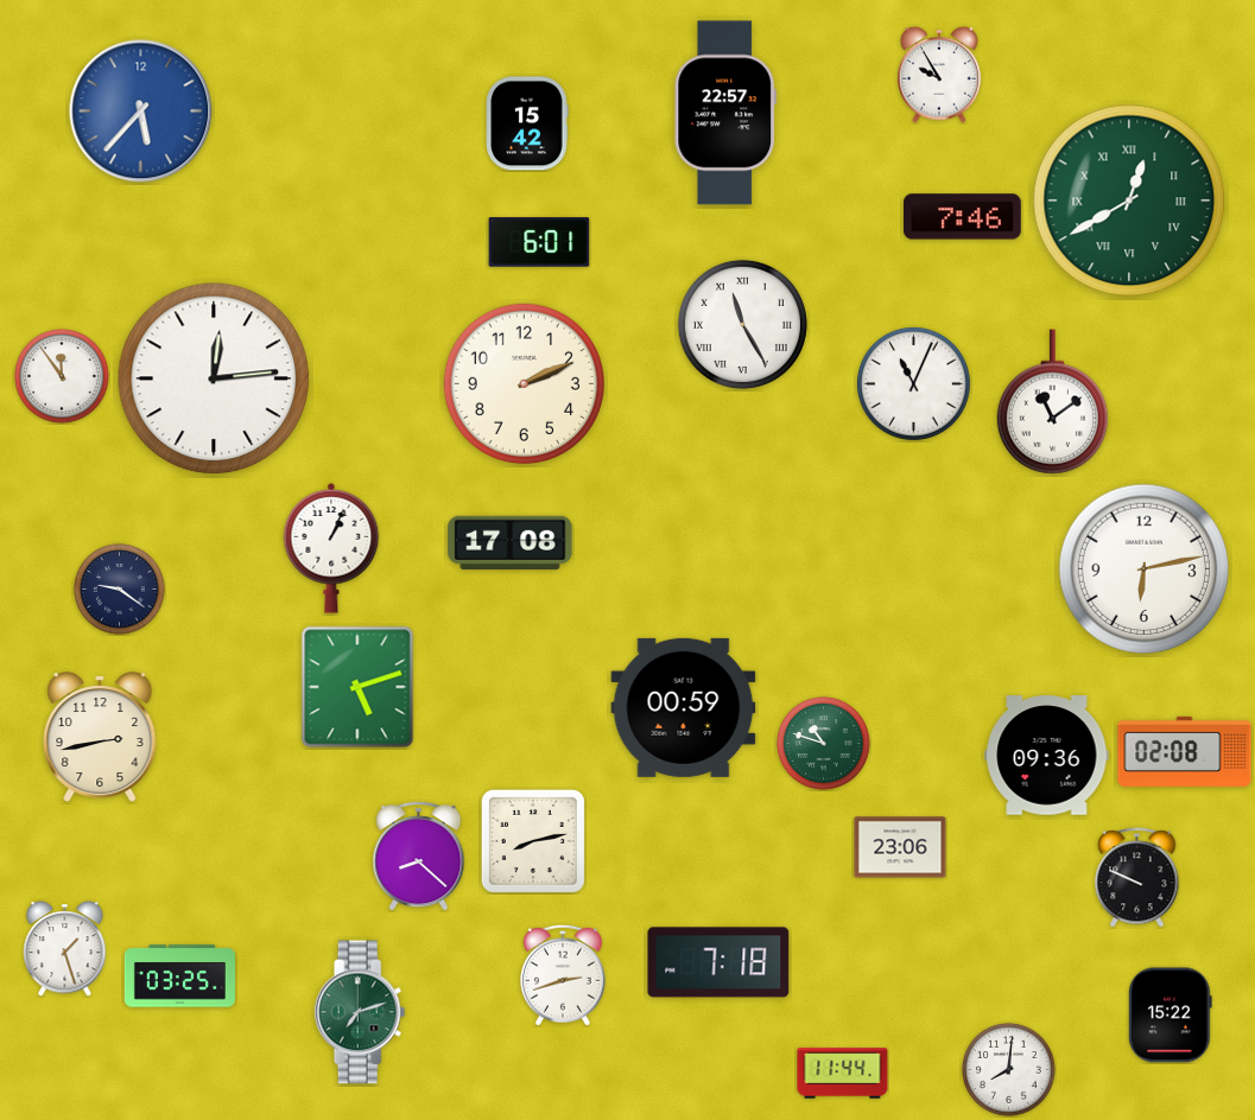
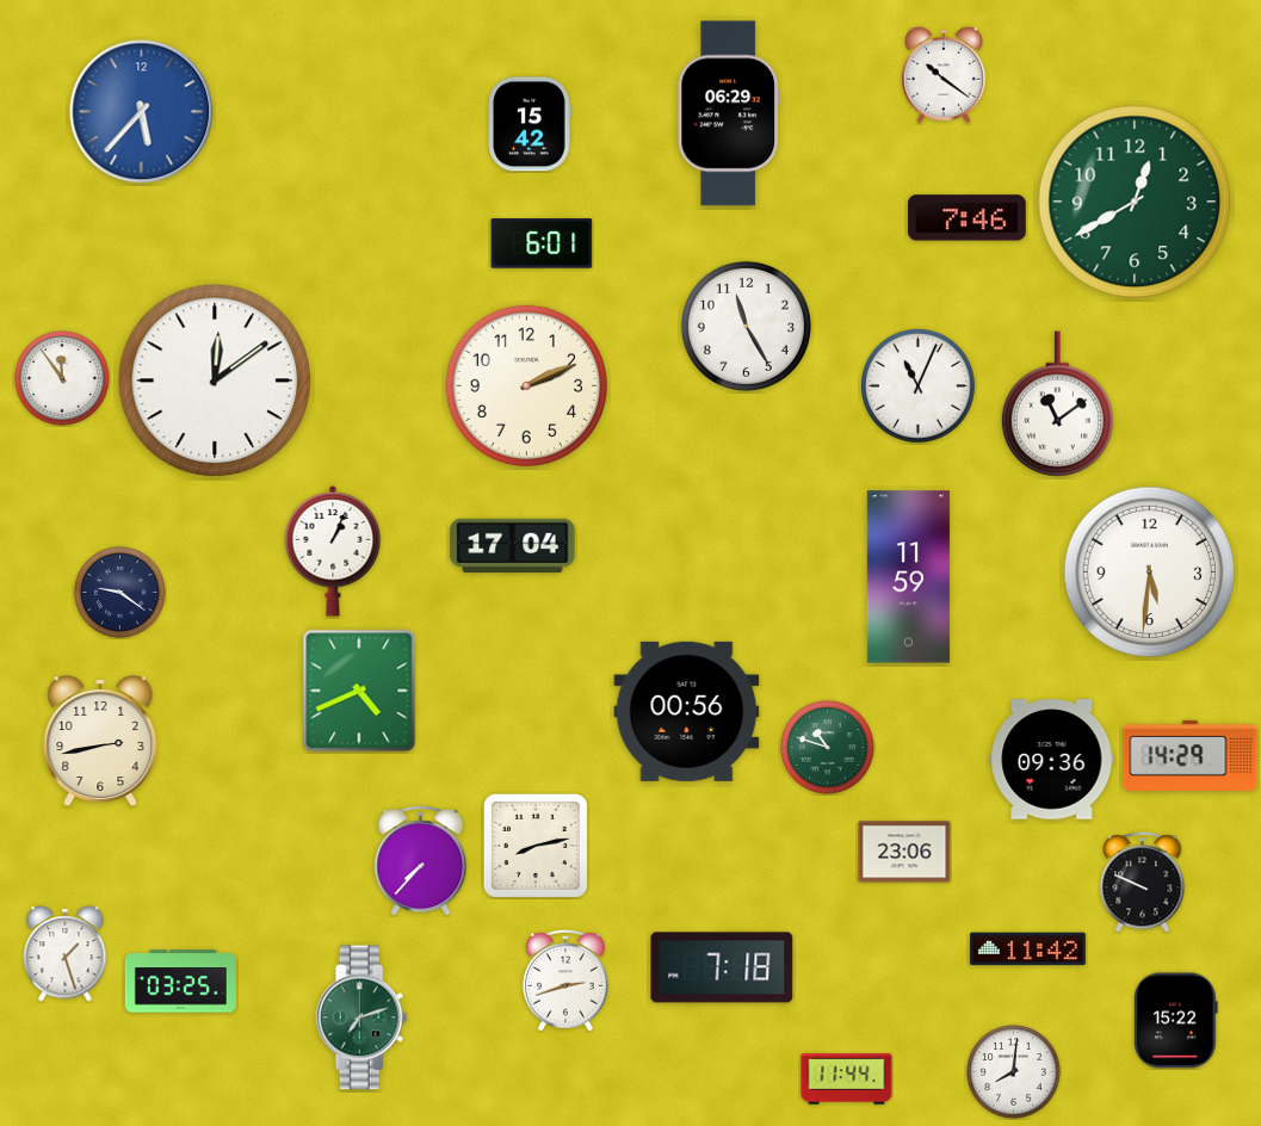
clock at (940, 75): 9:55 -> 10:21
clock at (724, 113): 22:57 -> 06:29
clock at (1129, 201) numerals: Roman -> Arabic
clock at (742, 324) numerals: Roman -> Arabic
clock at (214, 378): 12:14 -> 12:09
clock at (511, 542): 17:08 -> 17:04
clock at (1145, 569): 6:13 -> 5:31
clock at (908, 577): none -> 11:59
clock at (357, 687): 5:12 -> 4:41
clock at (684, 707): 00:59 -> 00:56
clock at (1185, 751): 02:08 -> 14:29
clock at (419, 857): 8:22 -> 7:37
clock at (1027, 949): none -> 11:42
clock at (1009, 1070) position: (1009, 1070) -> (1014, 1072)
